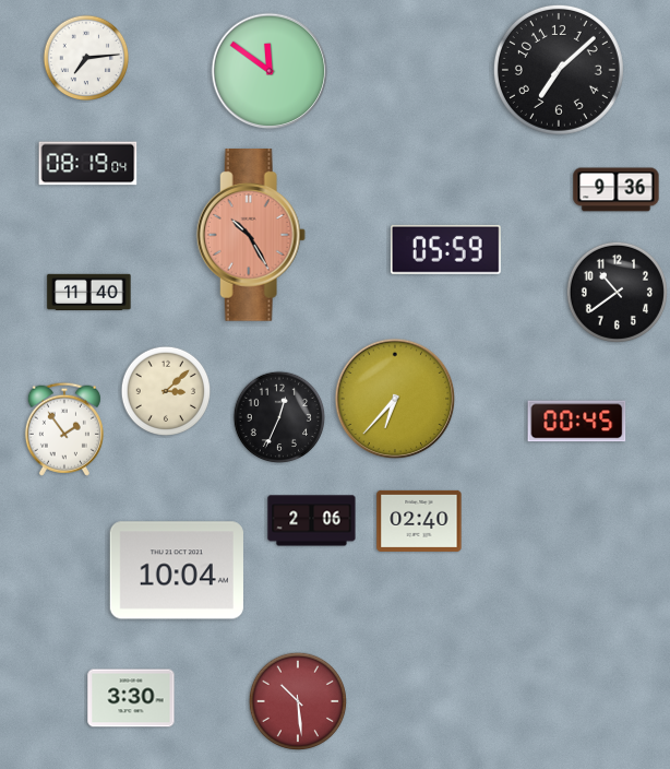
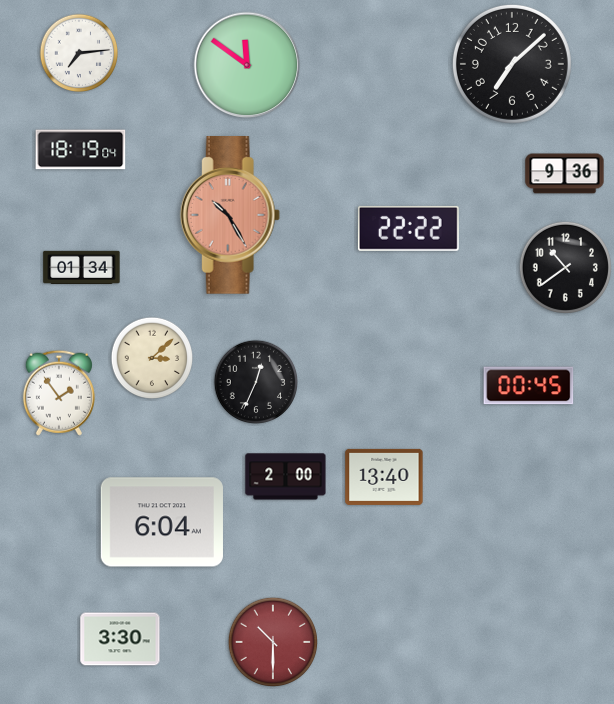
clock at (88, 164): 08:19 -> 18:19
clock at (445, 249): 05:59 -> 22:22
clock at (89, 292): 11:40 -> 01:34
clock at (395, 399): 6:37 -> none
clock at (312, 521): 2:06 -> 2:00
clock at (419, 521): 02:40 -> 13:40
clock at (177, 570): 10:04 -> 6:04
clock at (298, 701): 10:29 -> 10:30
